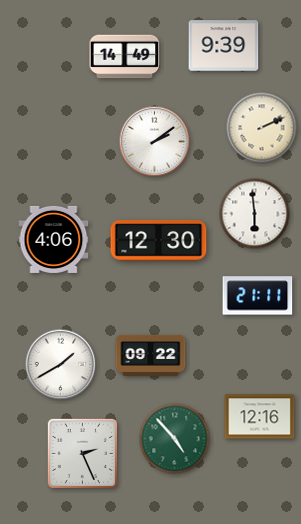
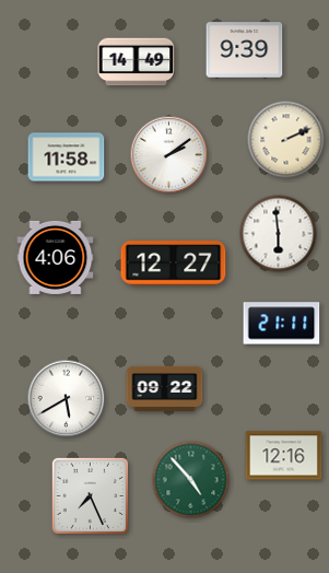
clock at (67, 157): none -> 11:58
clock at (54, 239) position: (54, 239) -> (56, 257)
clock at (159, 241): 12:30 -> 12:27
clock at (61, 365): 1:40 -> 5:40
clock at (82, 453): 2:26 -> 7:26
